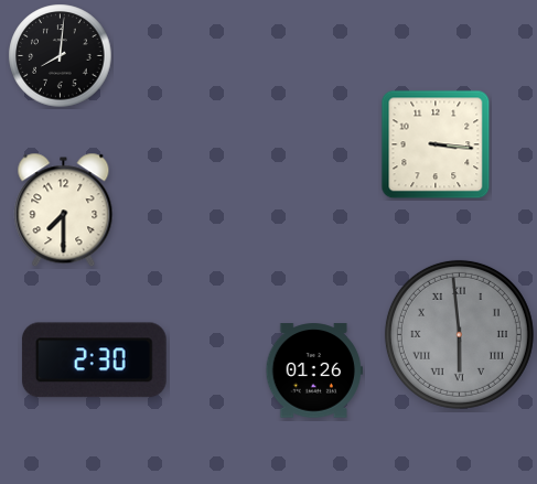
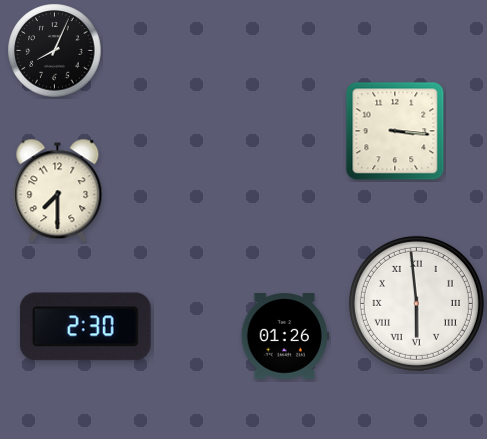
clock at (61, 56): 8:01 -> 8:04
clock at (459, 334) dial: grey -> white
